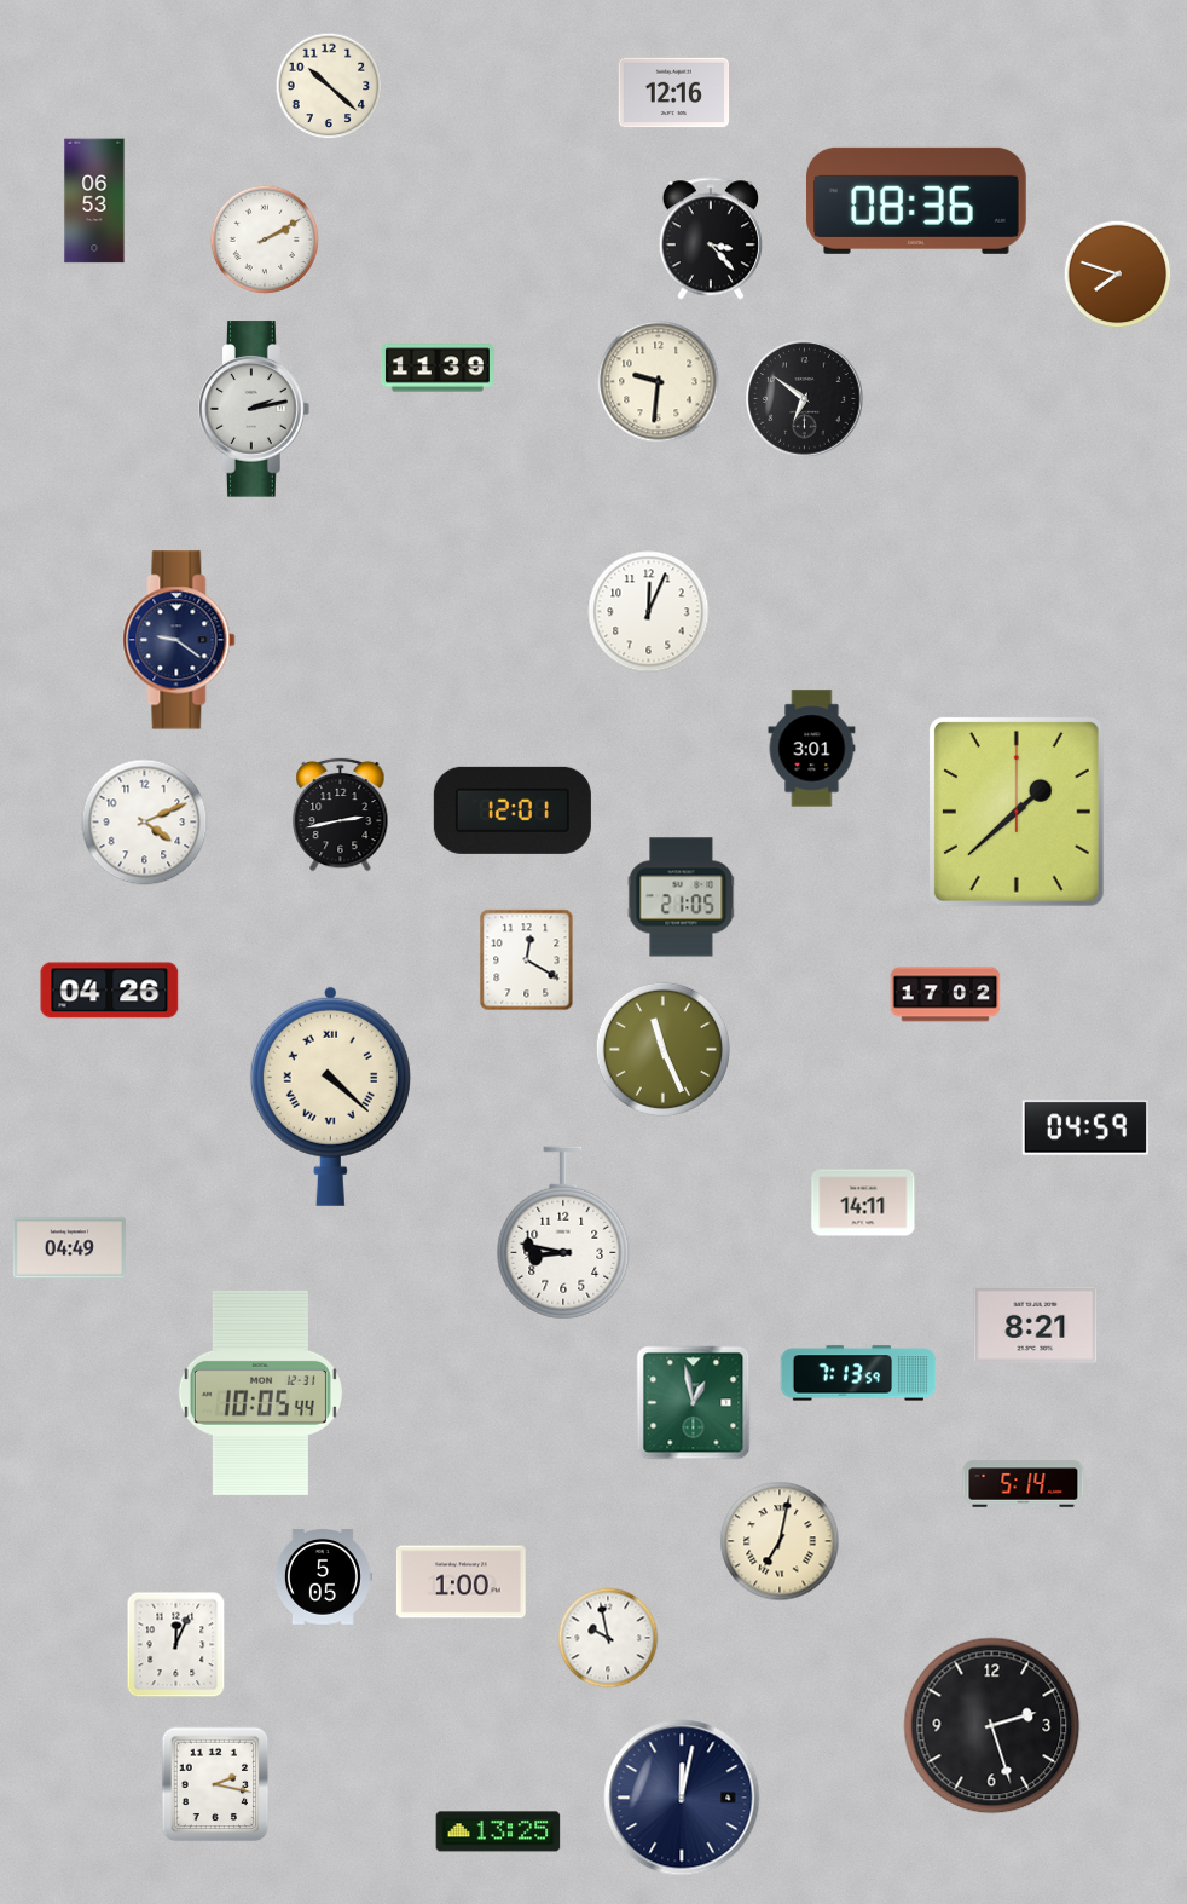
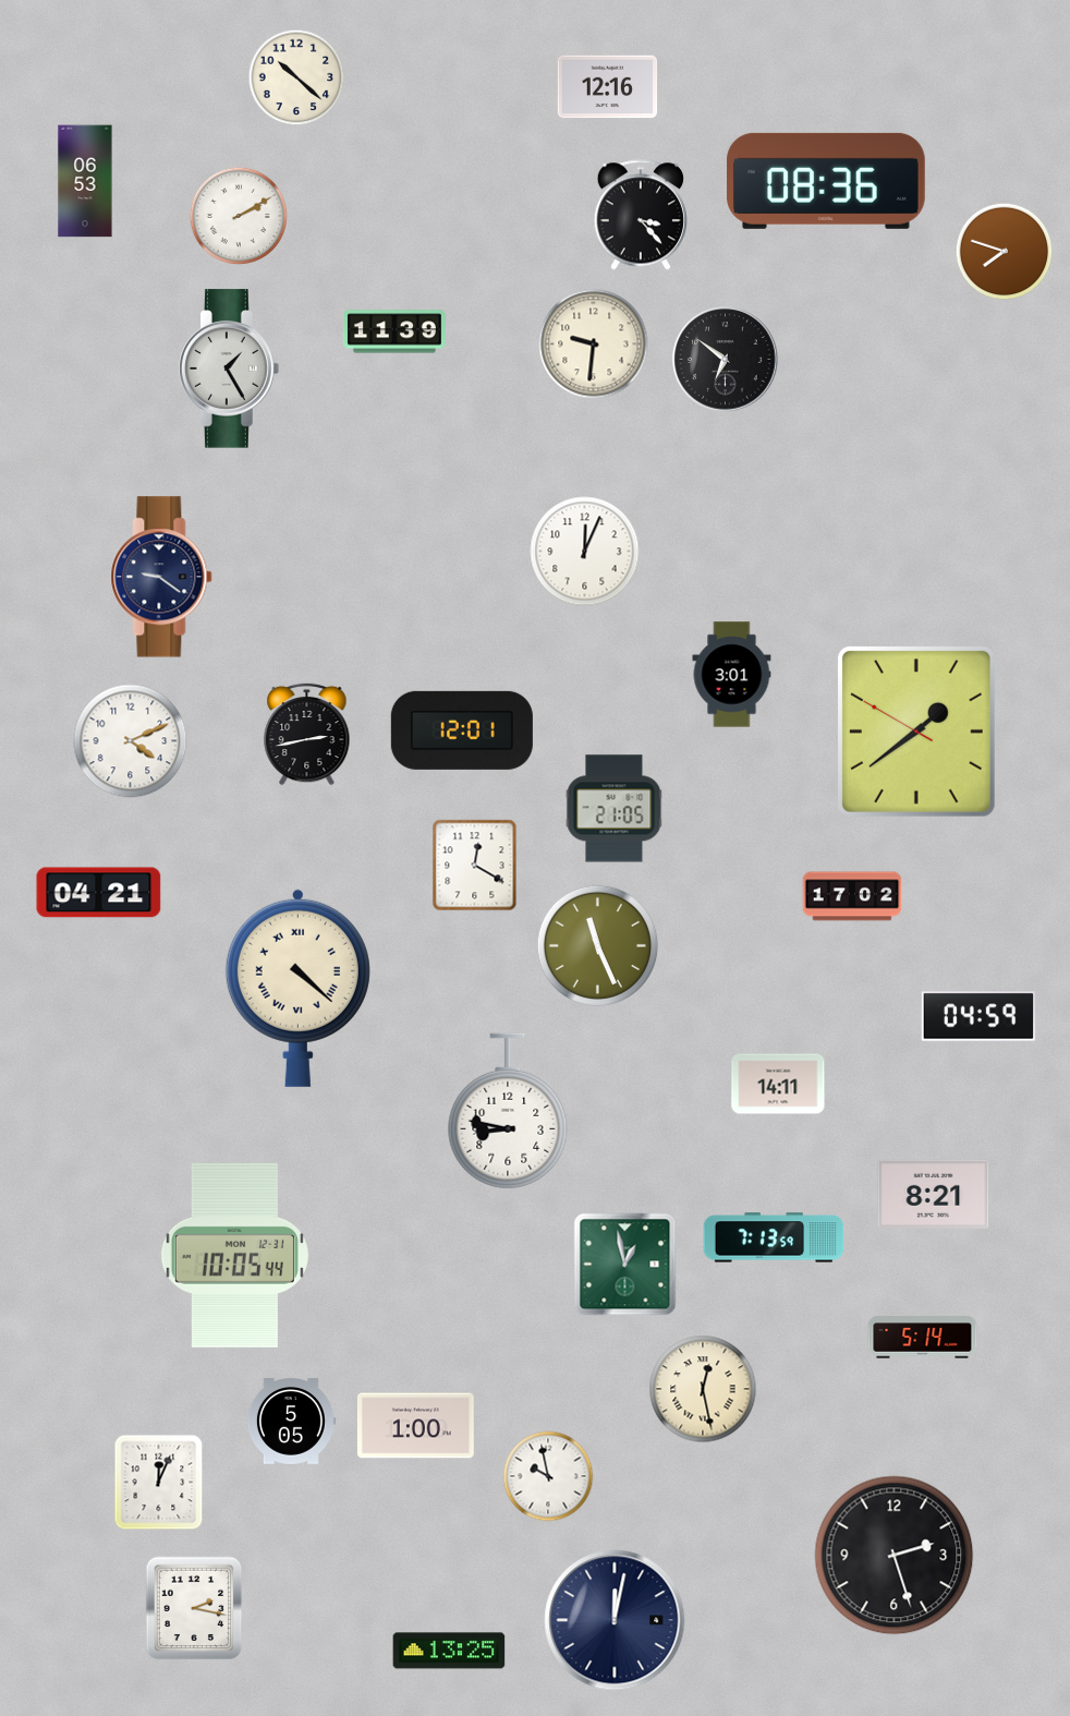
clock at (674, 93) position: (674, 93) -> (608, 87)
clock at (1118, 275) position: (1118, 275) -> (1005, 252)
clock at (255, 409): 2:13 -> 1:25
clock at (1017, 812): 1:38:00 -> 1:38:50
clock at (110, 991): 04:26 -> 04:21
clock at (69, 1248): 04:49 -> none
clock at (780, 1541): 7:02 -> 12:28
